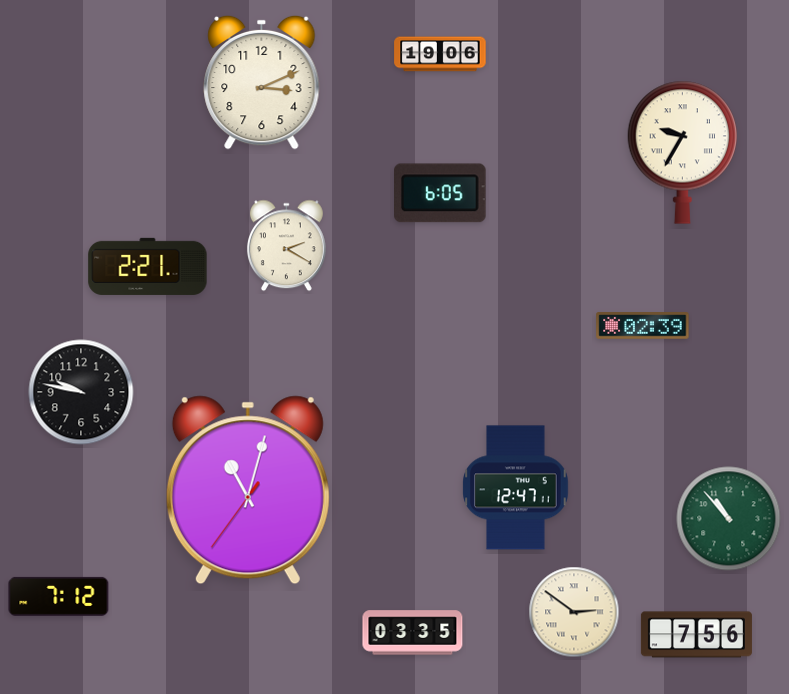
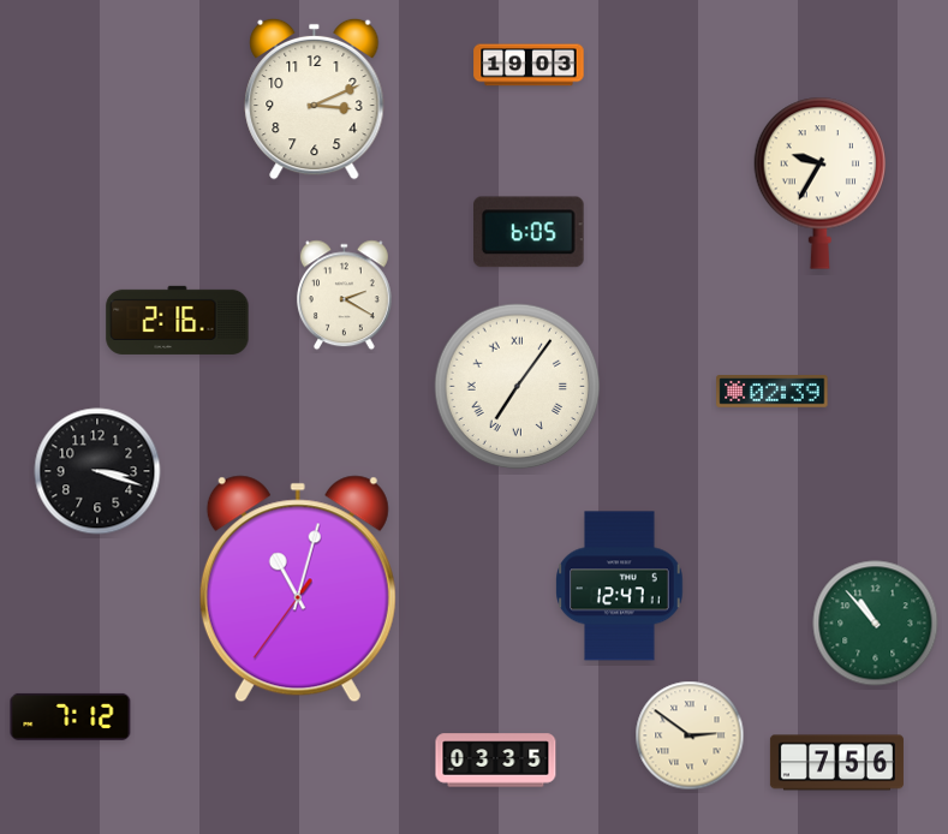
clock at (440, 54): 19:06 -> 19:03
clock at (148, 266): 2:21 -> 2:16
clock at (518, 387): none -> 7:06
clock at (81, 392): 9:47 -> 3:18
